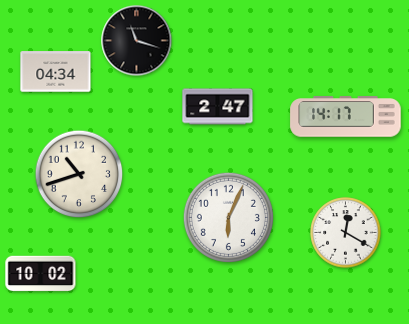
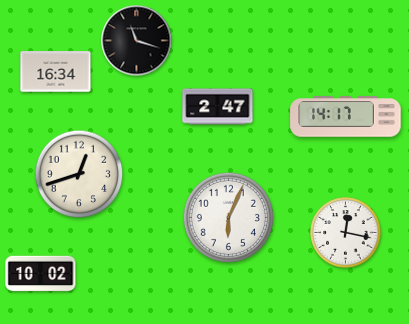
clock at (56, 72): 04:34 -> 16:34
clock at (79, 174): 10:42 -> 12:42
clock at (346, 233): 12:20 -> 12:17
